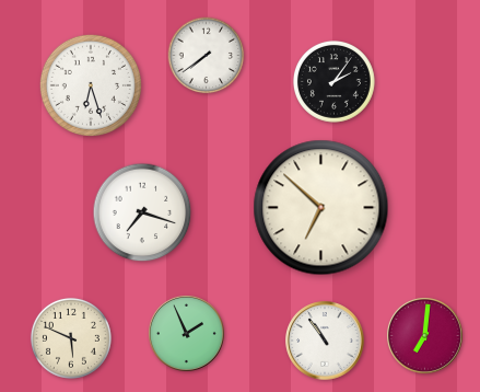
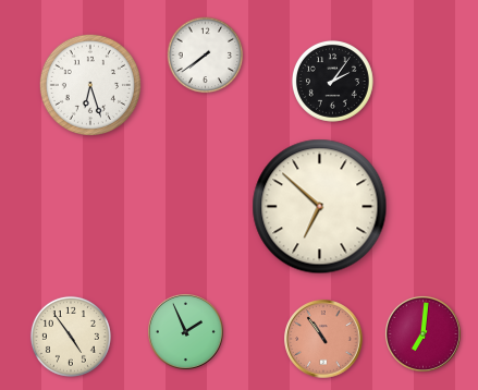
clock at (142, 212): 7:18 -> none
clock at (71, 338): 5:49 -> 4:54
clock at (325, 341) dial: white -> salmon
